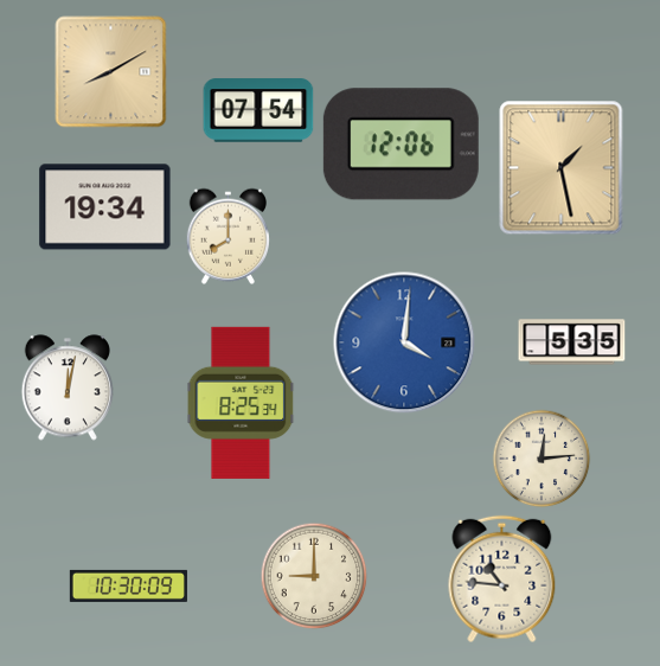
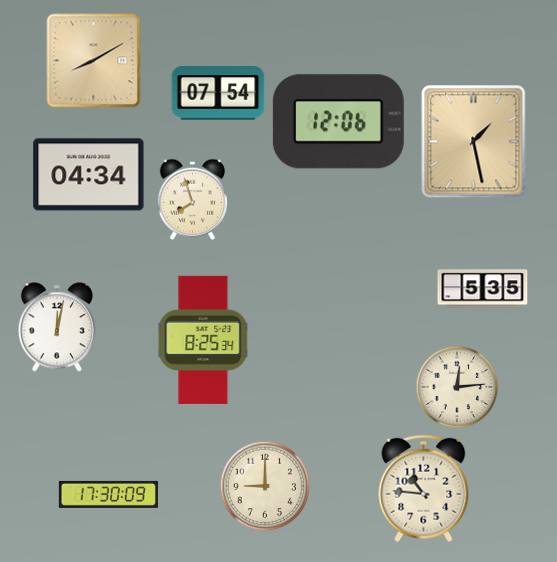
clock at (105, 207): 19:34 -> 04:34
clock at (228, 236): 8:00 -> 7:57
clock at (404, 342): 4:01 -> none
clock at (128, 585): 10:30 -> 17:30
